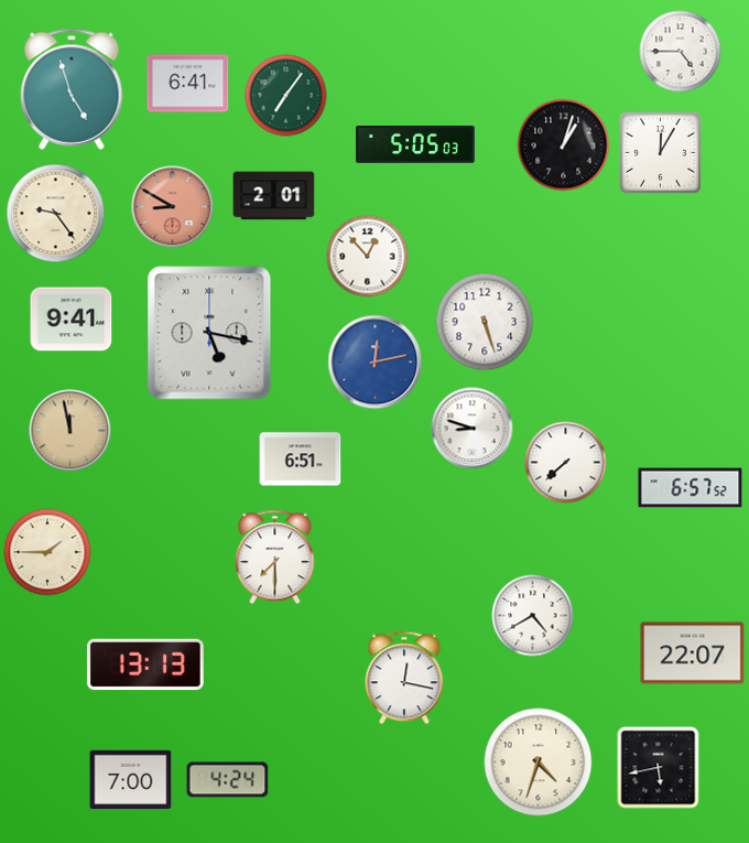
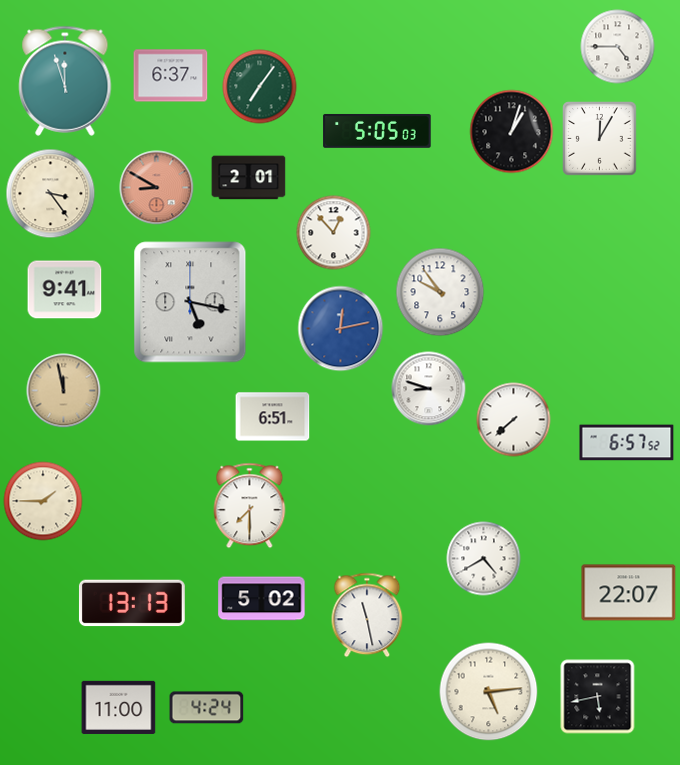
clock at (188, 84): 6:41 -> 6:37
clock at (72, 89): 4:57 -> 11:57
clock at (56, 214): 9:24 -> 3:24
clock at (485, 322): 5:27 -> 9:54
clock at (262, 599): none -> 5:02
clock at (404, 678): 12:17 -> 11:28
clock at (539, 763): 4:33 -> 5:14
clock at (131, 779): 7:00 -> 11:00
